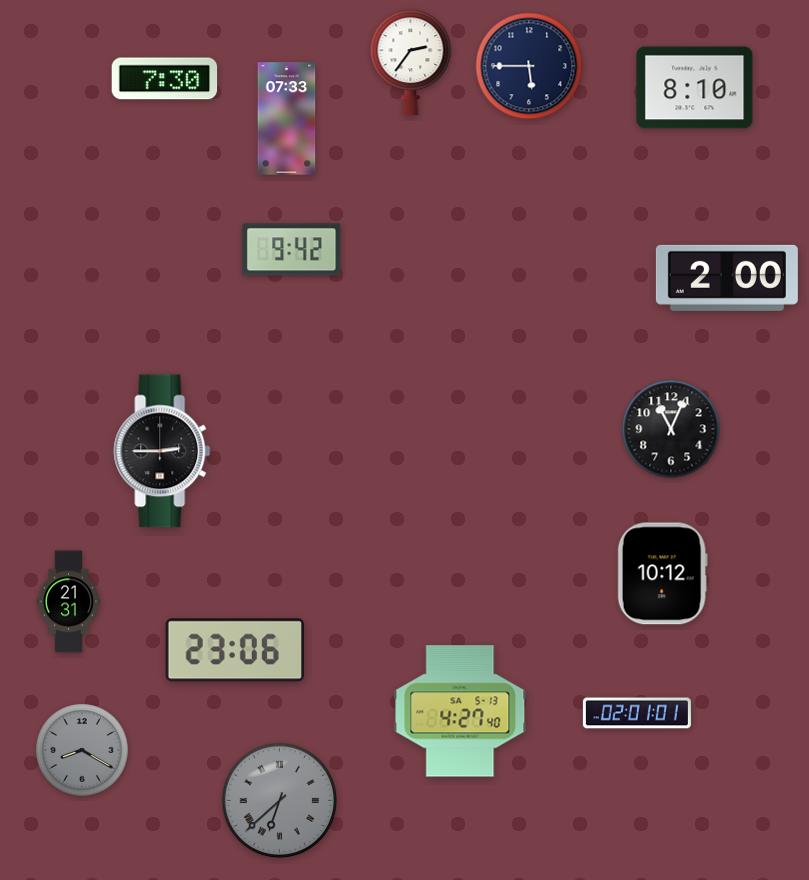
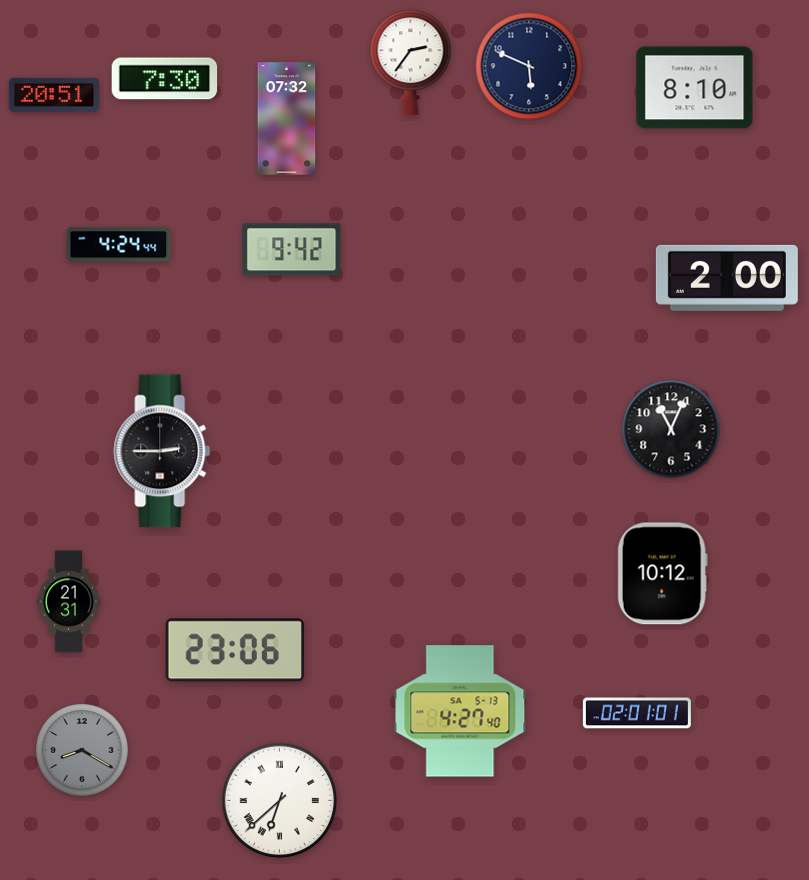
clock at (529, 66): 5:45 -> 5:49
clock at (54, 95): none -> 20:51
clock at (287, 119): 07:33 -> 07:32
clock at (119, 245): none -> 4:24
clock at (280, 801) dial: grey -> white
